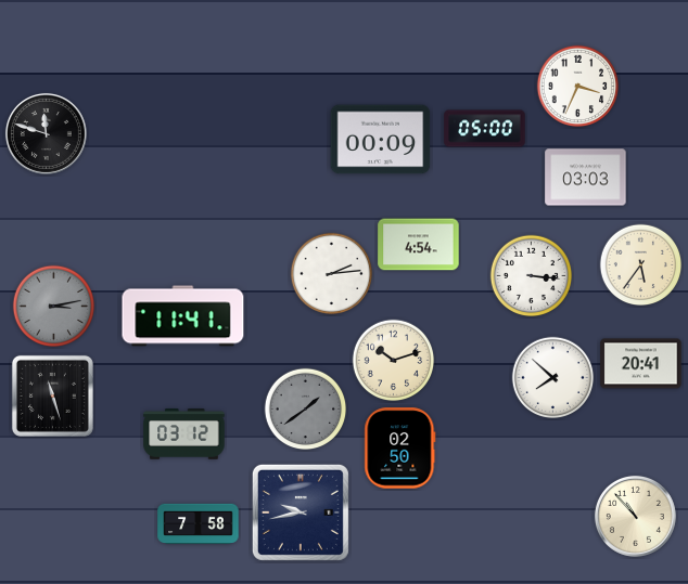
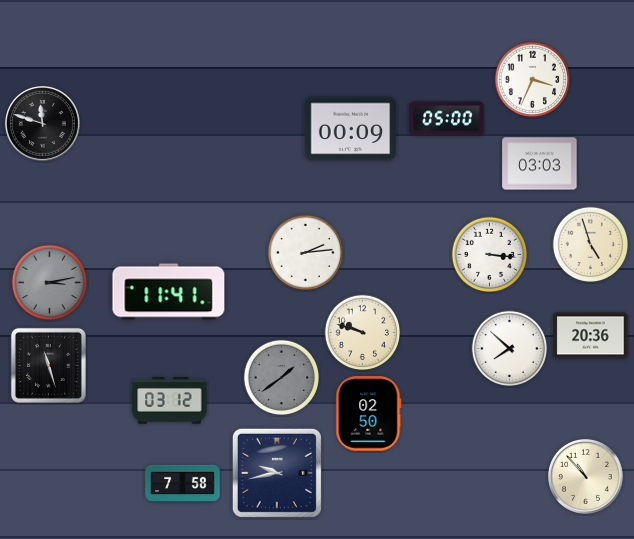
clock at (419, 245): 4:54 -> none
clock at (641, 265): 5:36 -> 4:57
clock at (394, 361): 10:12 -> 9:48
clock at (641, 364): 20:41 -> 20:36
